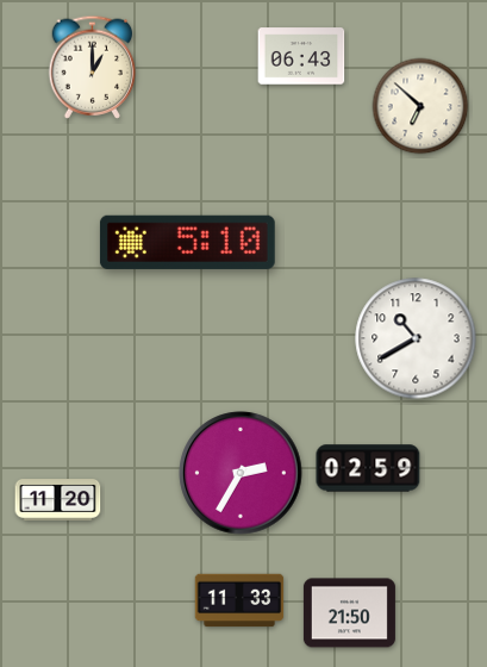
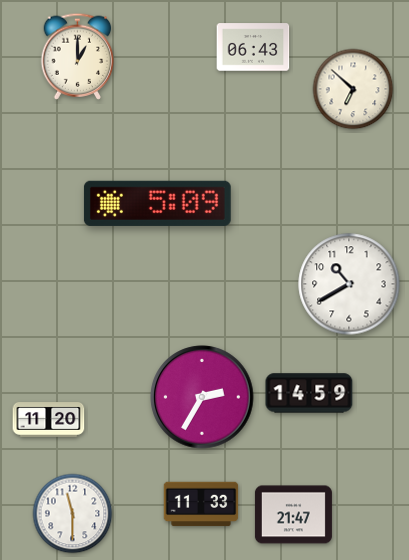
clock at (187, 242): 5:10 -> 5:09
clock at (368, 468): 02:59 -> 14:59
clock at (73, 514): none -> 11:30
clock at (349, 613): 21:50 -> 21:47
